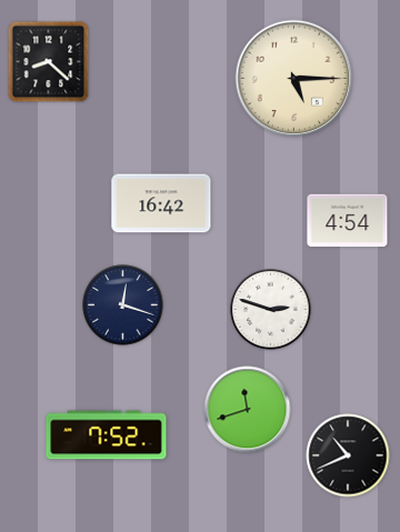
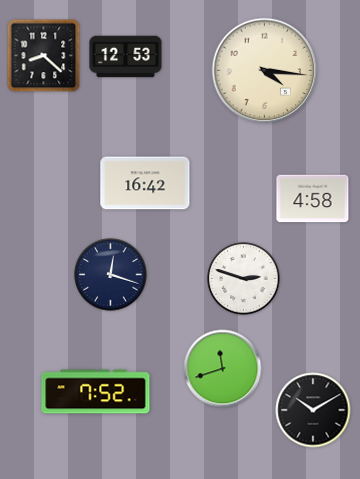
clock at (126, 57): none -> 12:53
clock at (294, 79): 5:15 -> 4:16
clock at (348, 221): 4:54 -> 4:58
clock at (348, 455): 10:41 -> 10:10
